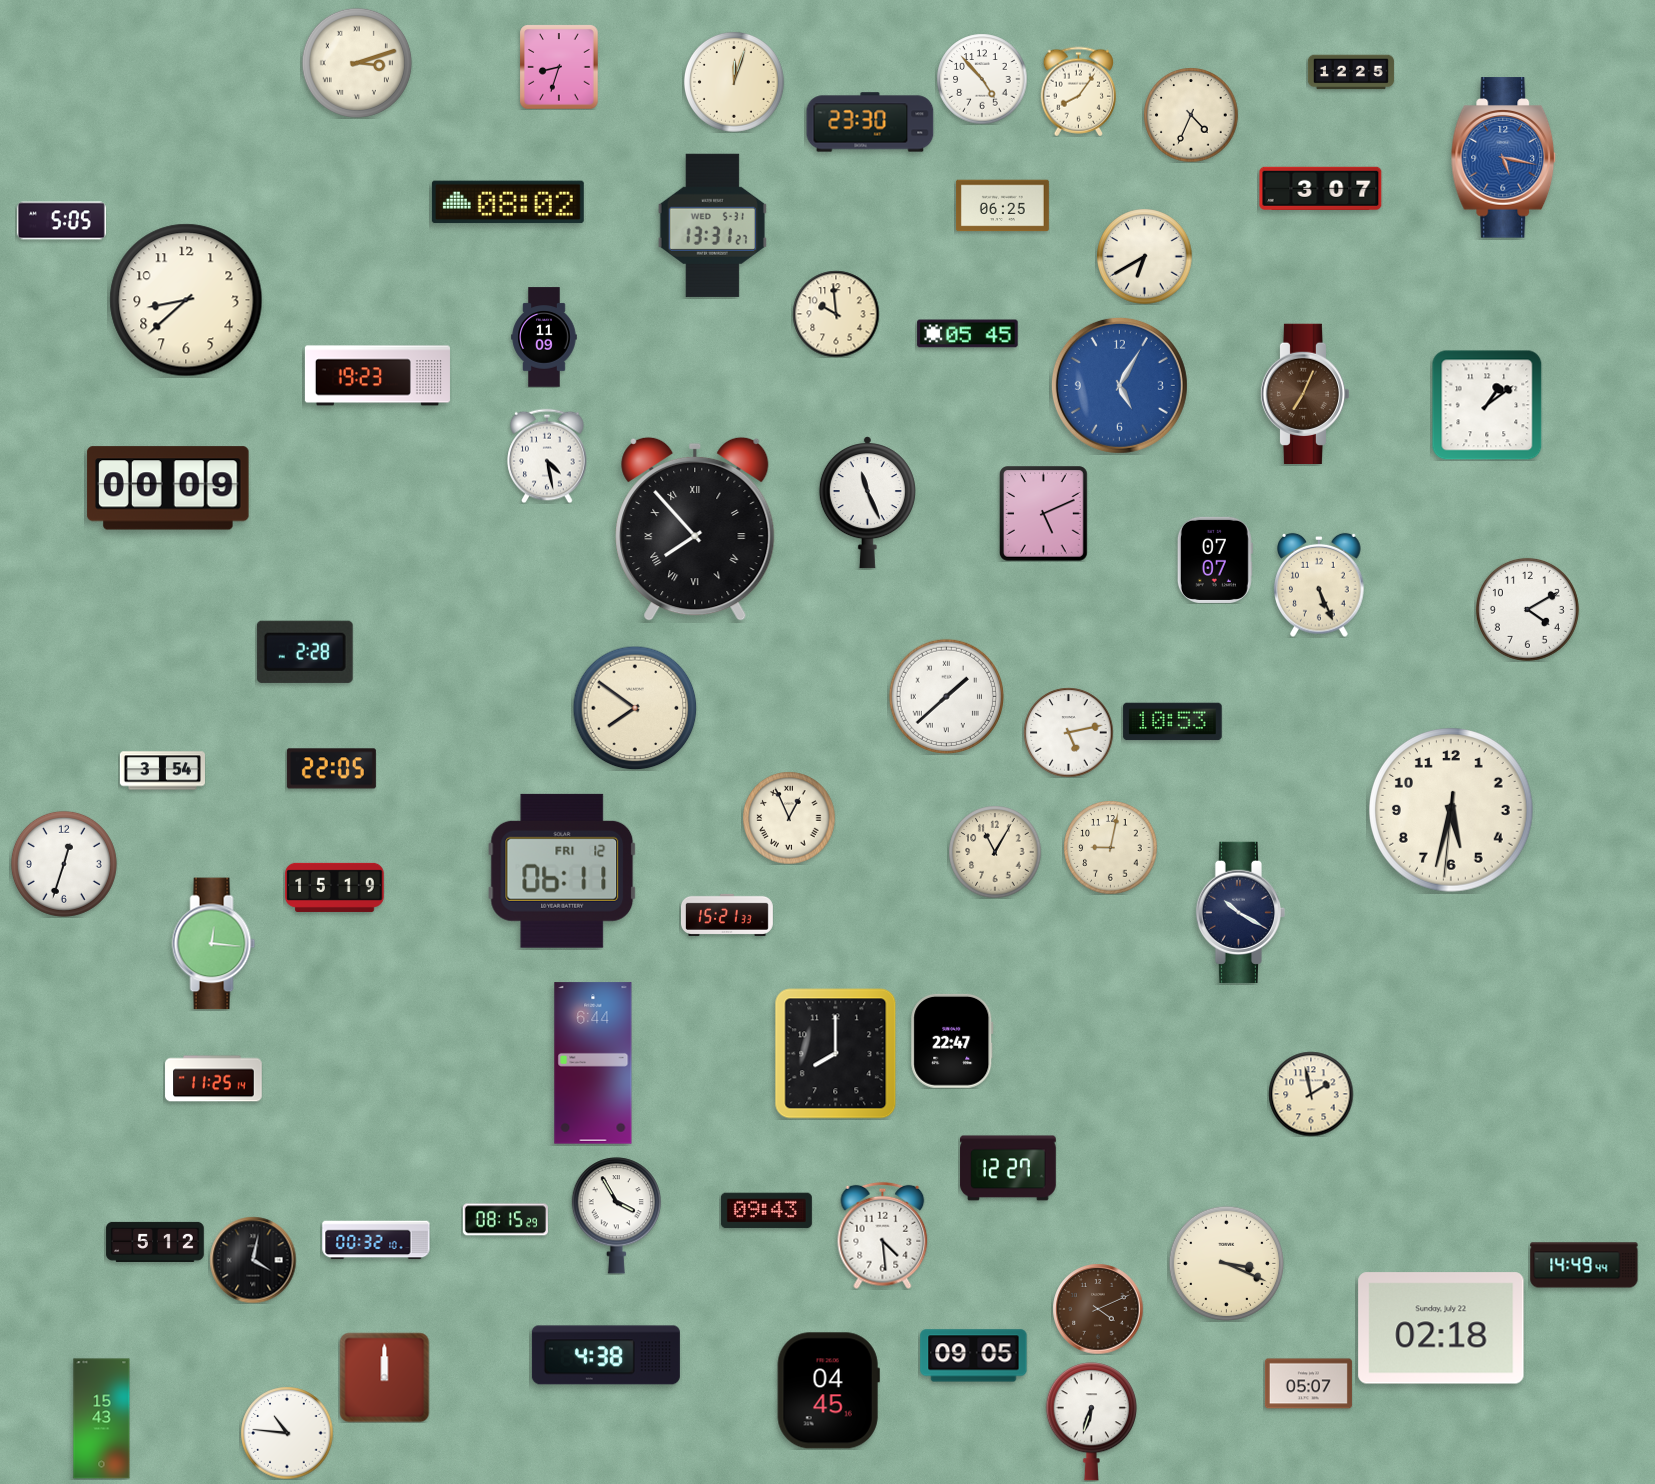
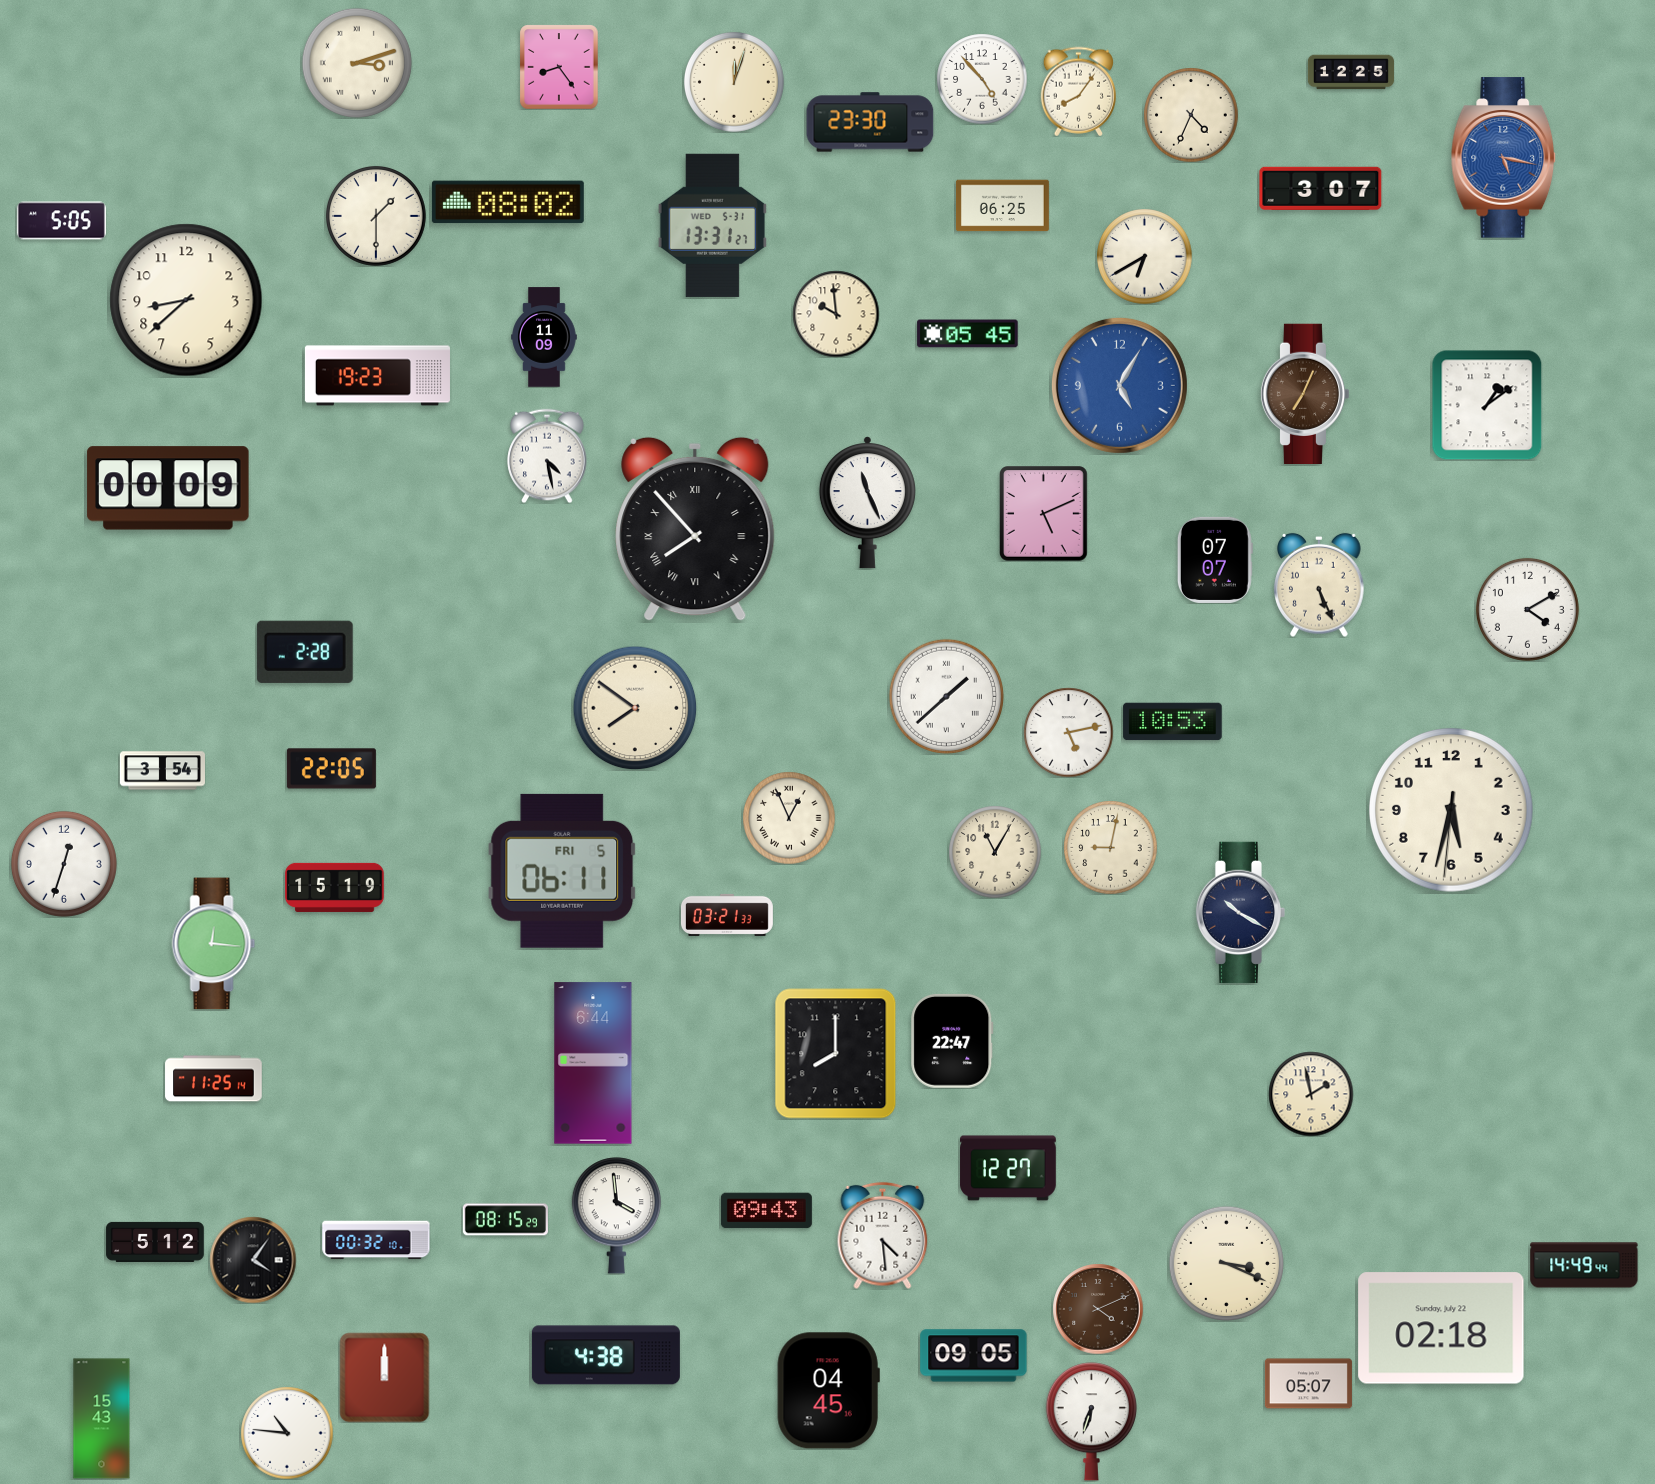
clock at (559, 67): 8:33 -> 8:24
clock at (376, 216): none -> 1:30
clock at (562, 871) date: FRI 12 -> FRI 5
clock at (727, 915): 15:21 -> 03:21
clock at (616, 1216): 3:55 -> 3:59
clock at (253, 1260): 4:02 -> 4:06
